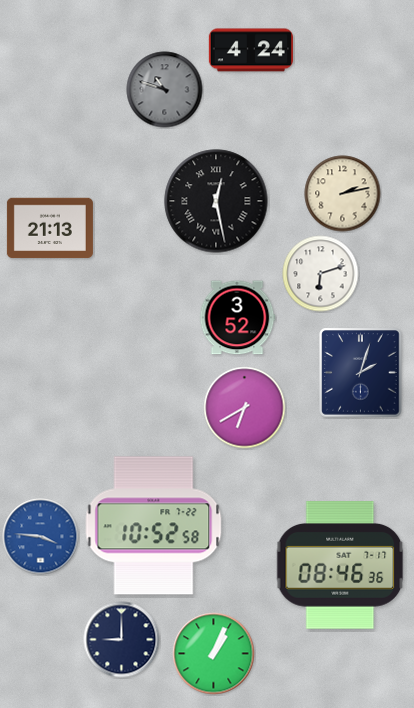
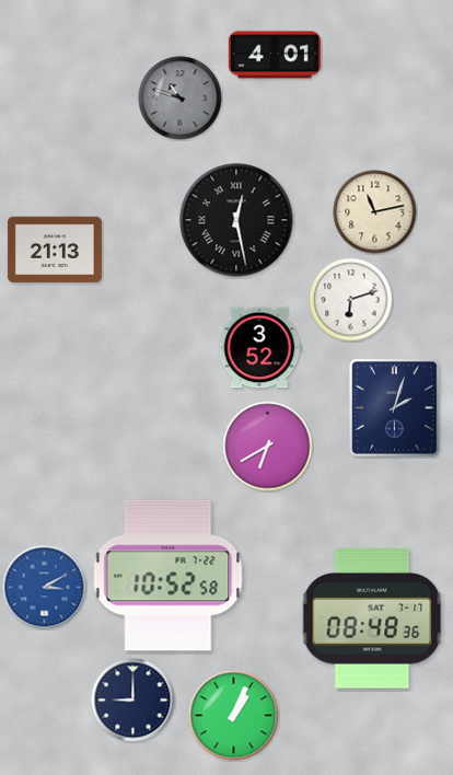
clock at (251, 50): 4:24 -> 4:01
clock at (343, 194): 2:13 -> 11:13
clock at (41, 537): 3:46 -> 3:10
clock at (340, 565): 08:46 -> 08:48
